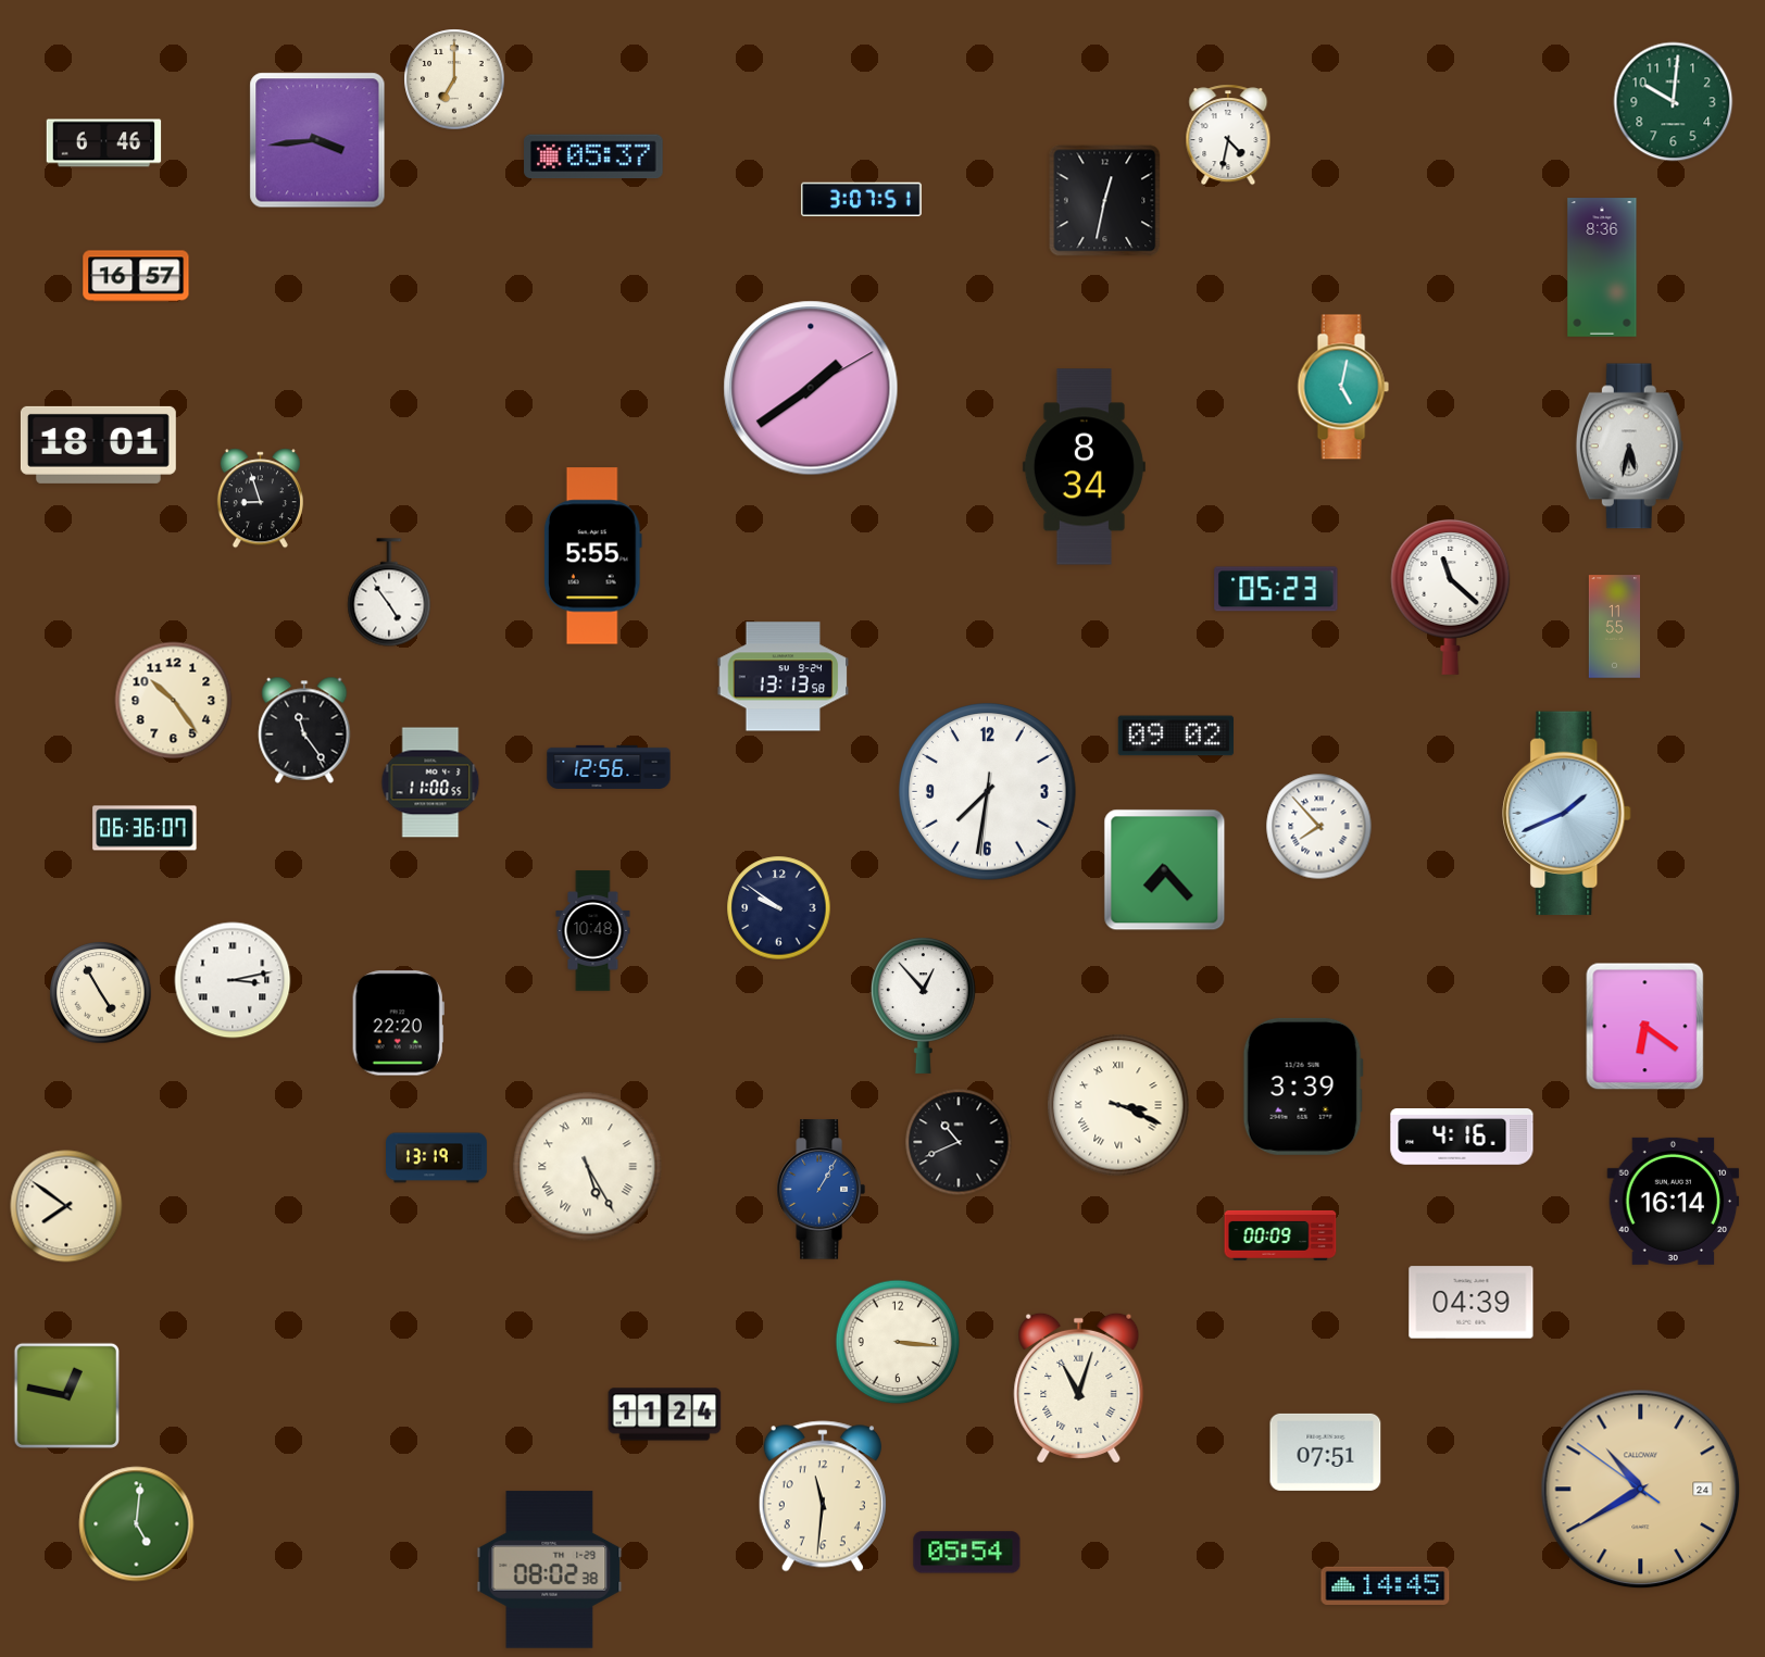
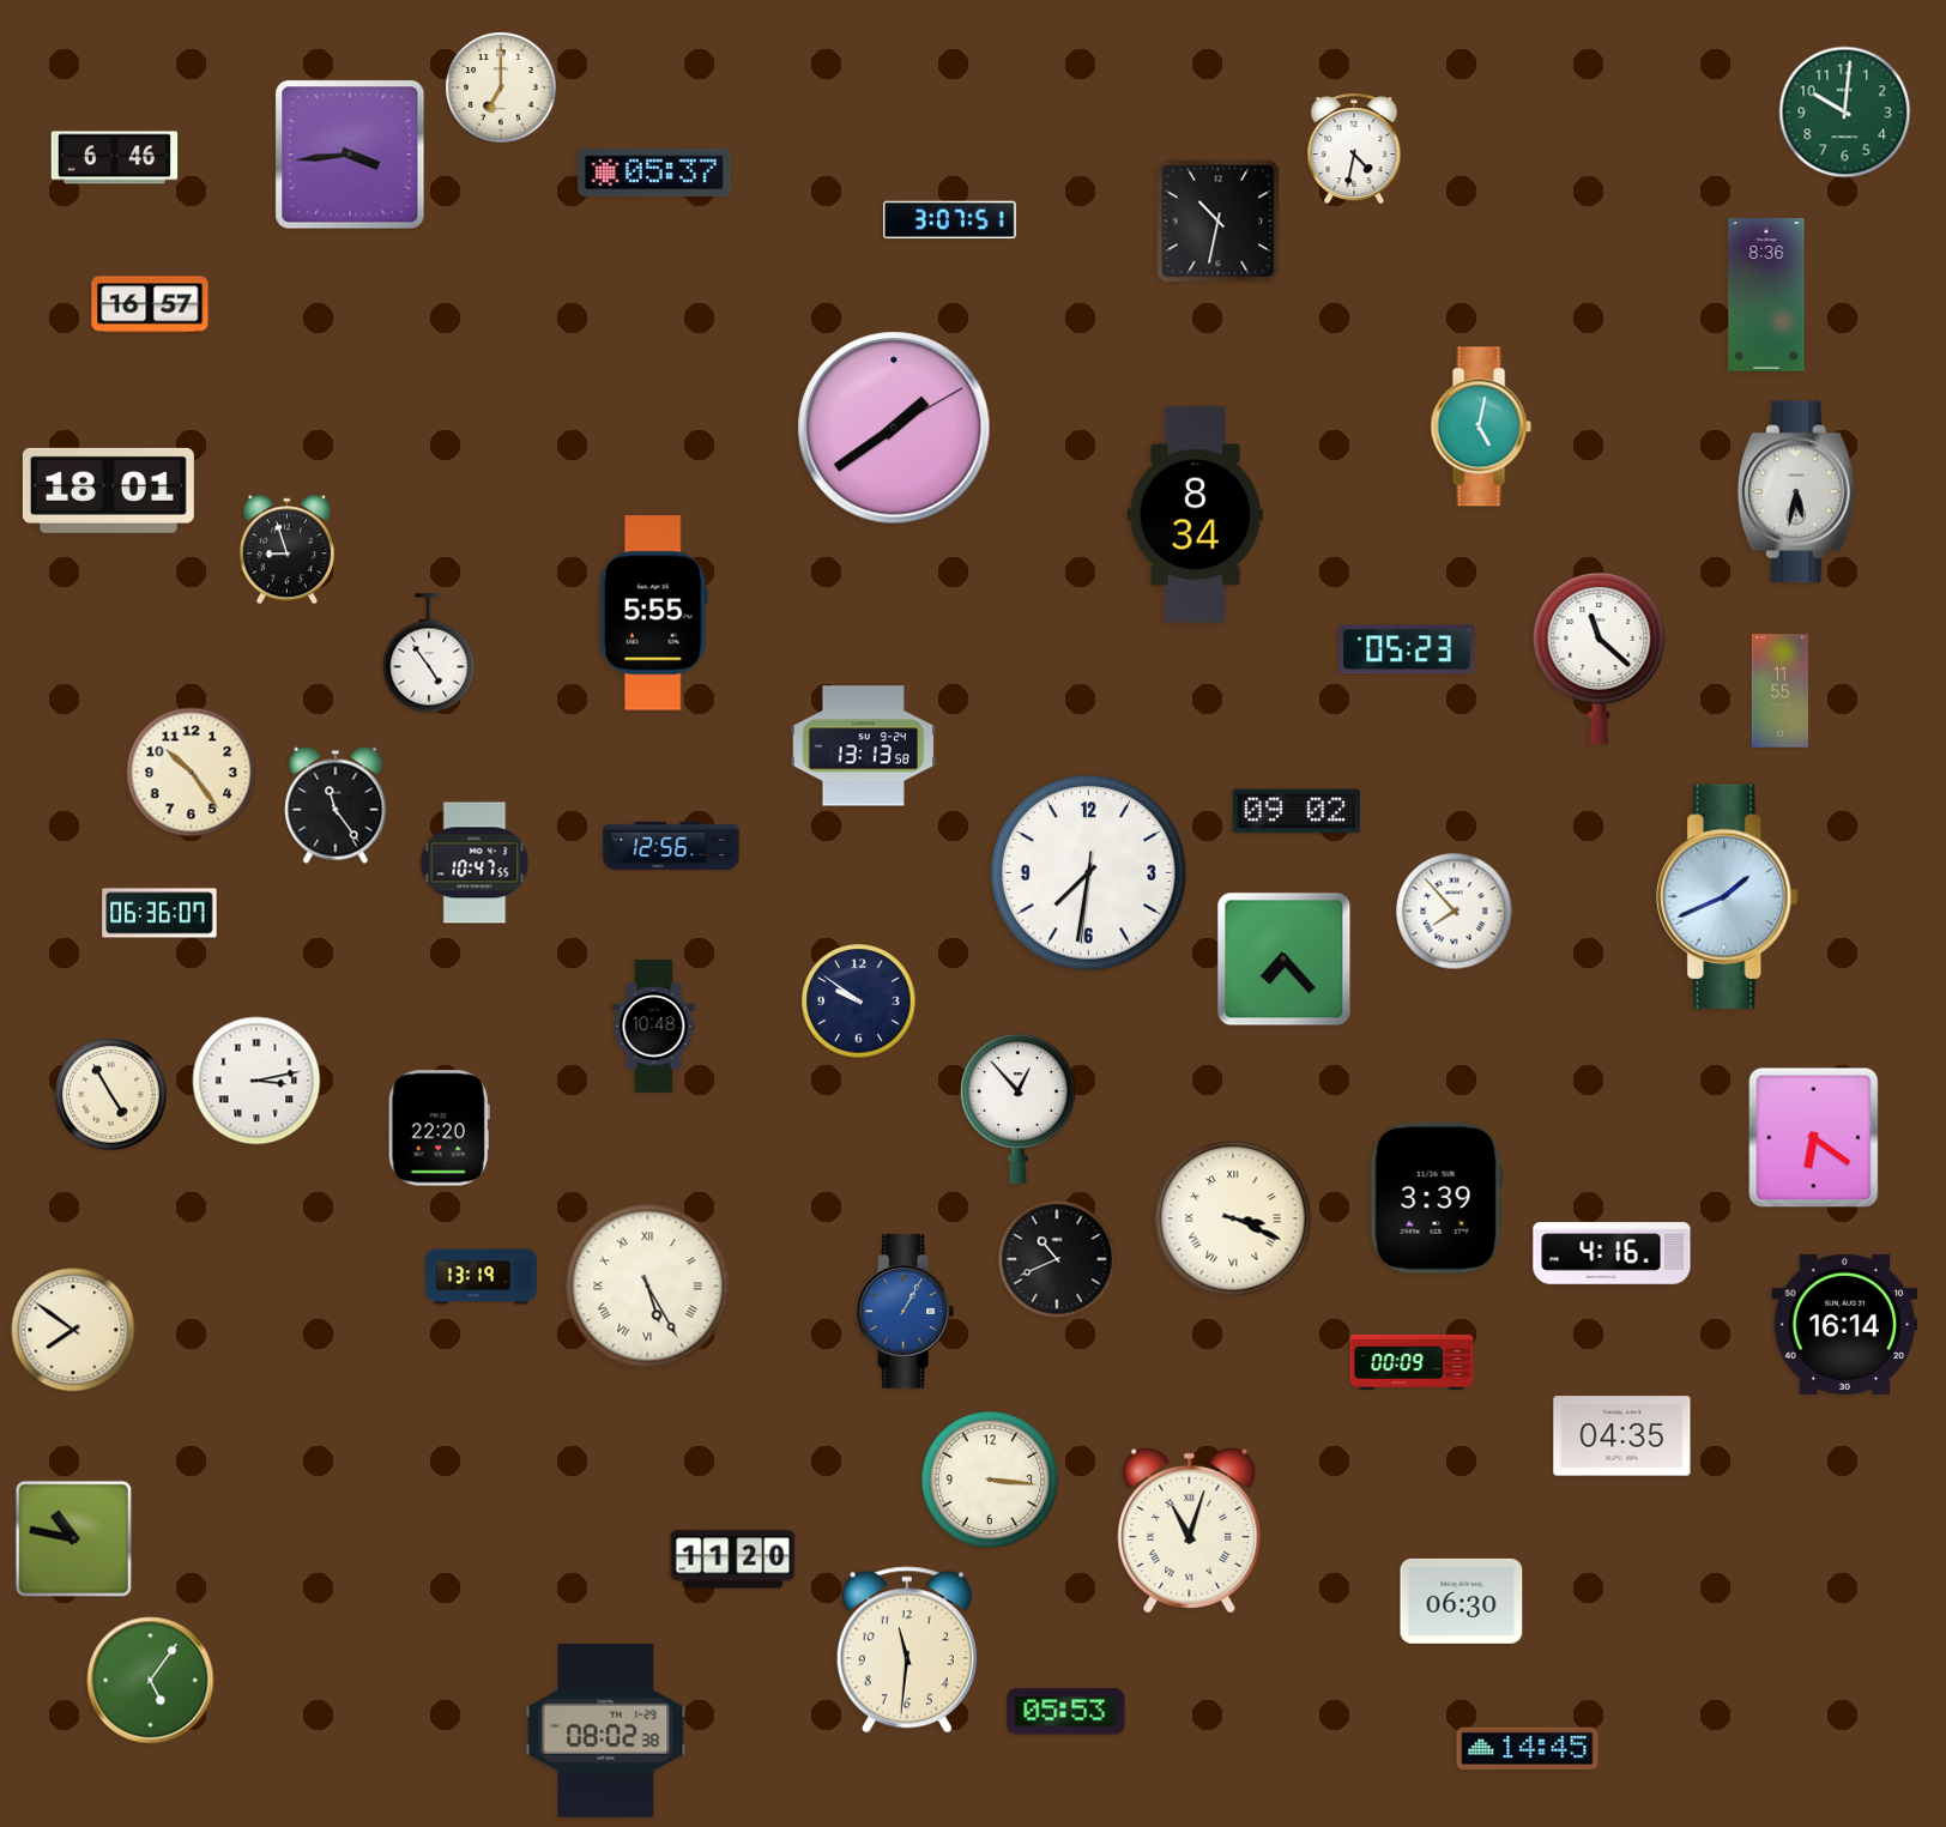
clock at (1105, 201): 12:32 -> 10:32
clock at (430, 782): 11:00 -> 10:47
clock at (1645, 1027) position: (1645, 1027) -> (1814, 1138)
clock at (1472, 1303): 04:39 -> 04:35
clock at (66, 1395): 12:47 -> 10:47
clock at (665, 1415): 11:24 -> 11:20
clock at (1326, 1452): 07:51 -> 06:30
clock at (1641, 1490): 10:39 -> none
clock at (137, 1524): 5:01 -> 5:06
clock at (967, 1553): 05:54 -> 05:53
